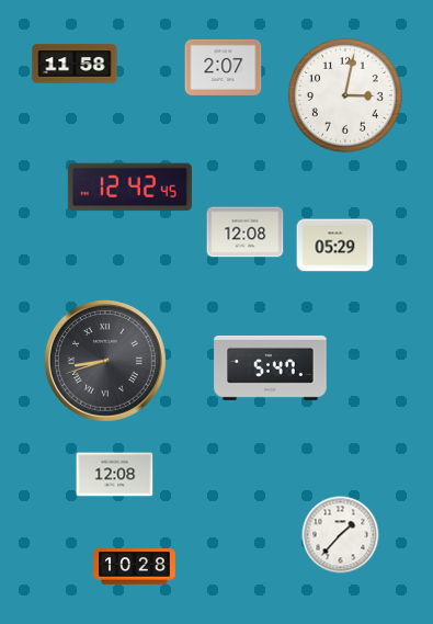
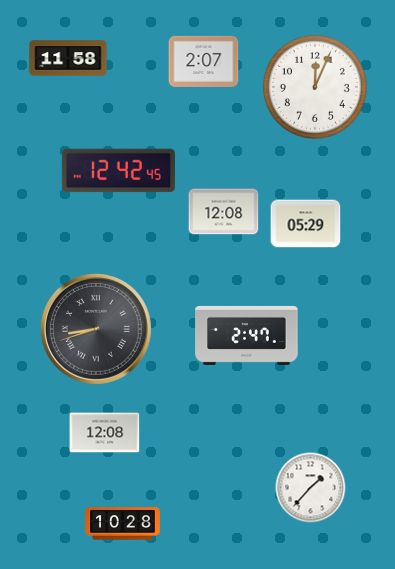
clock at (345, 95): 3:02 -> 12:04
clock at (271, 367): 5:47 -> 2:47
clock at (135, 567) position: (135, 567) -> (123, 524)
